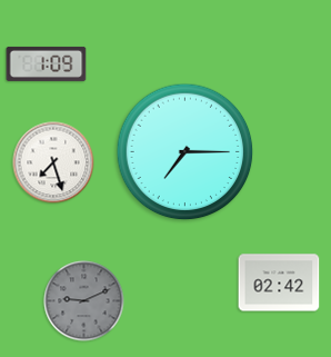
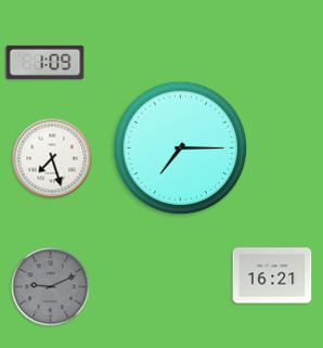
clock at (279, 282): 02:42 -> 16:21
clock at (84, 301) position: (84, 301) -> (51, 287)
